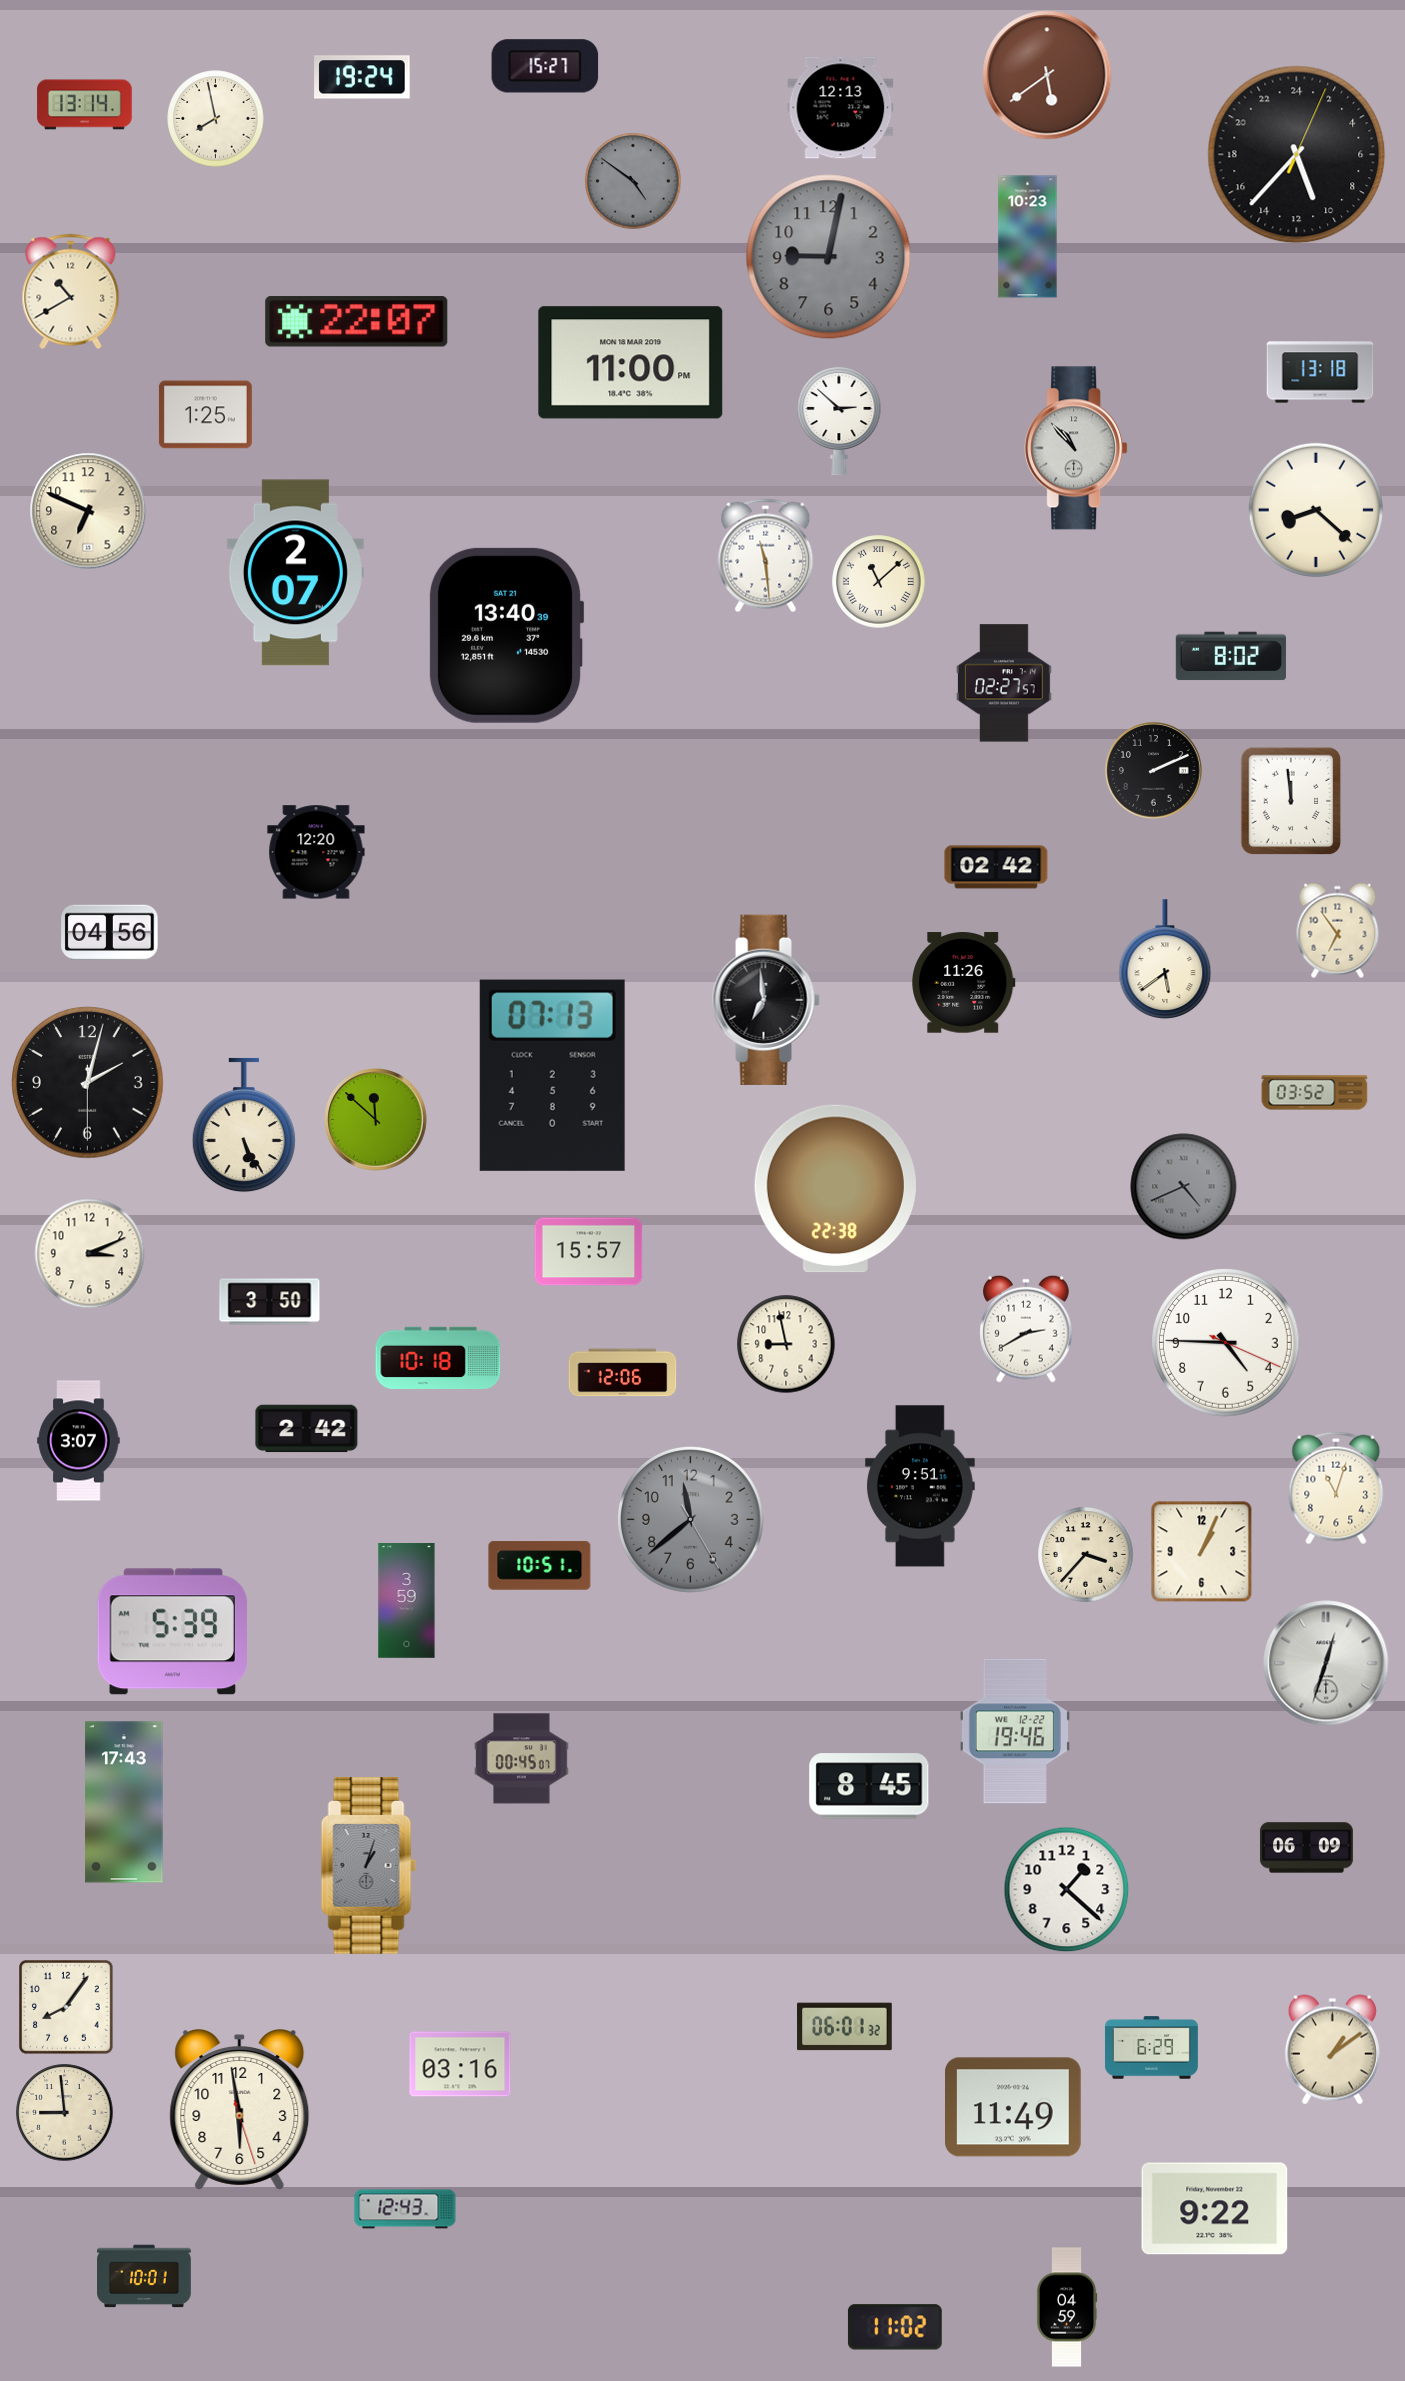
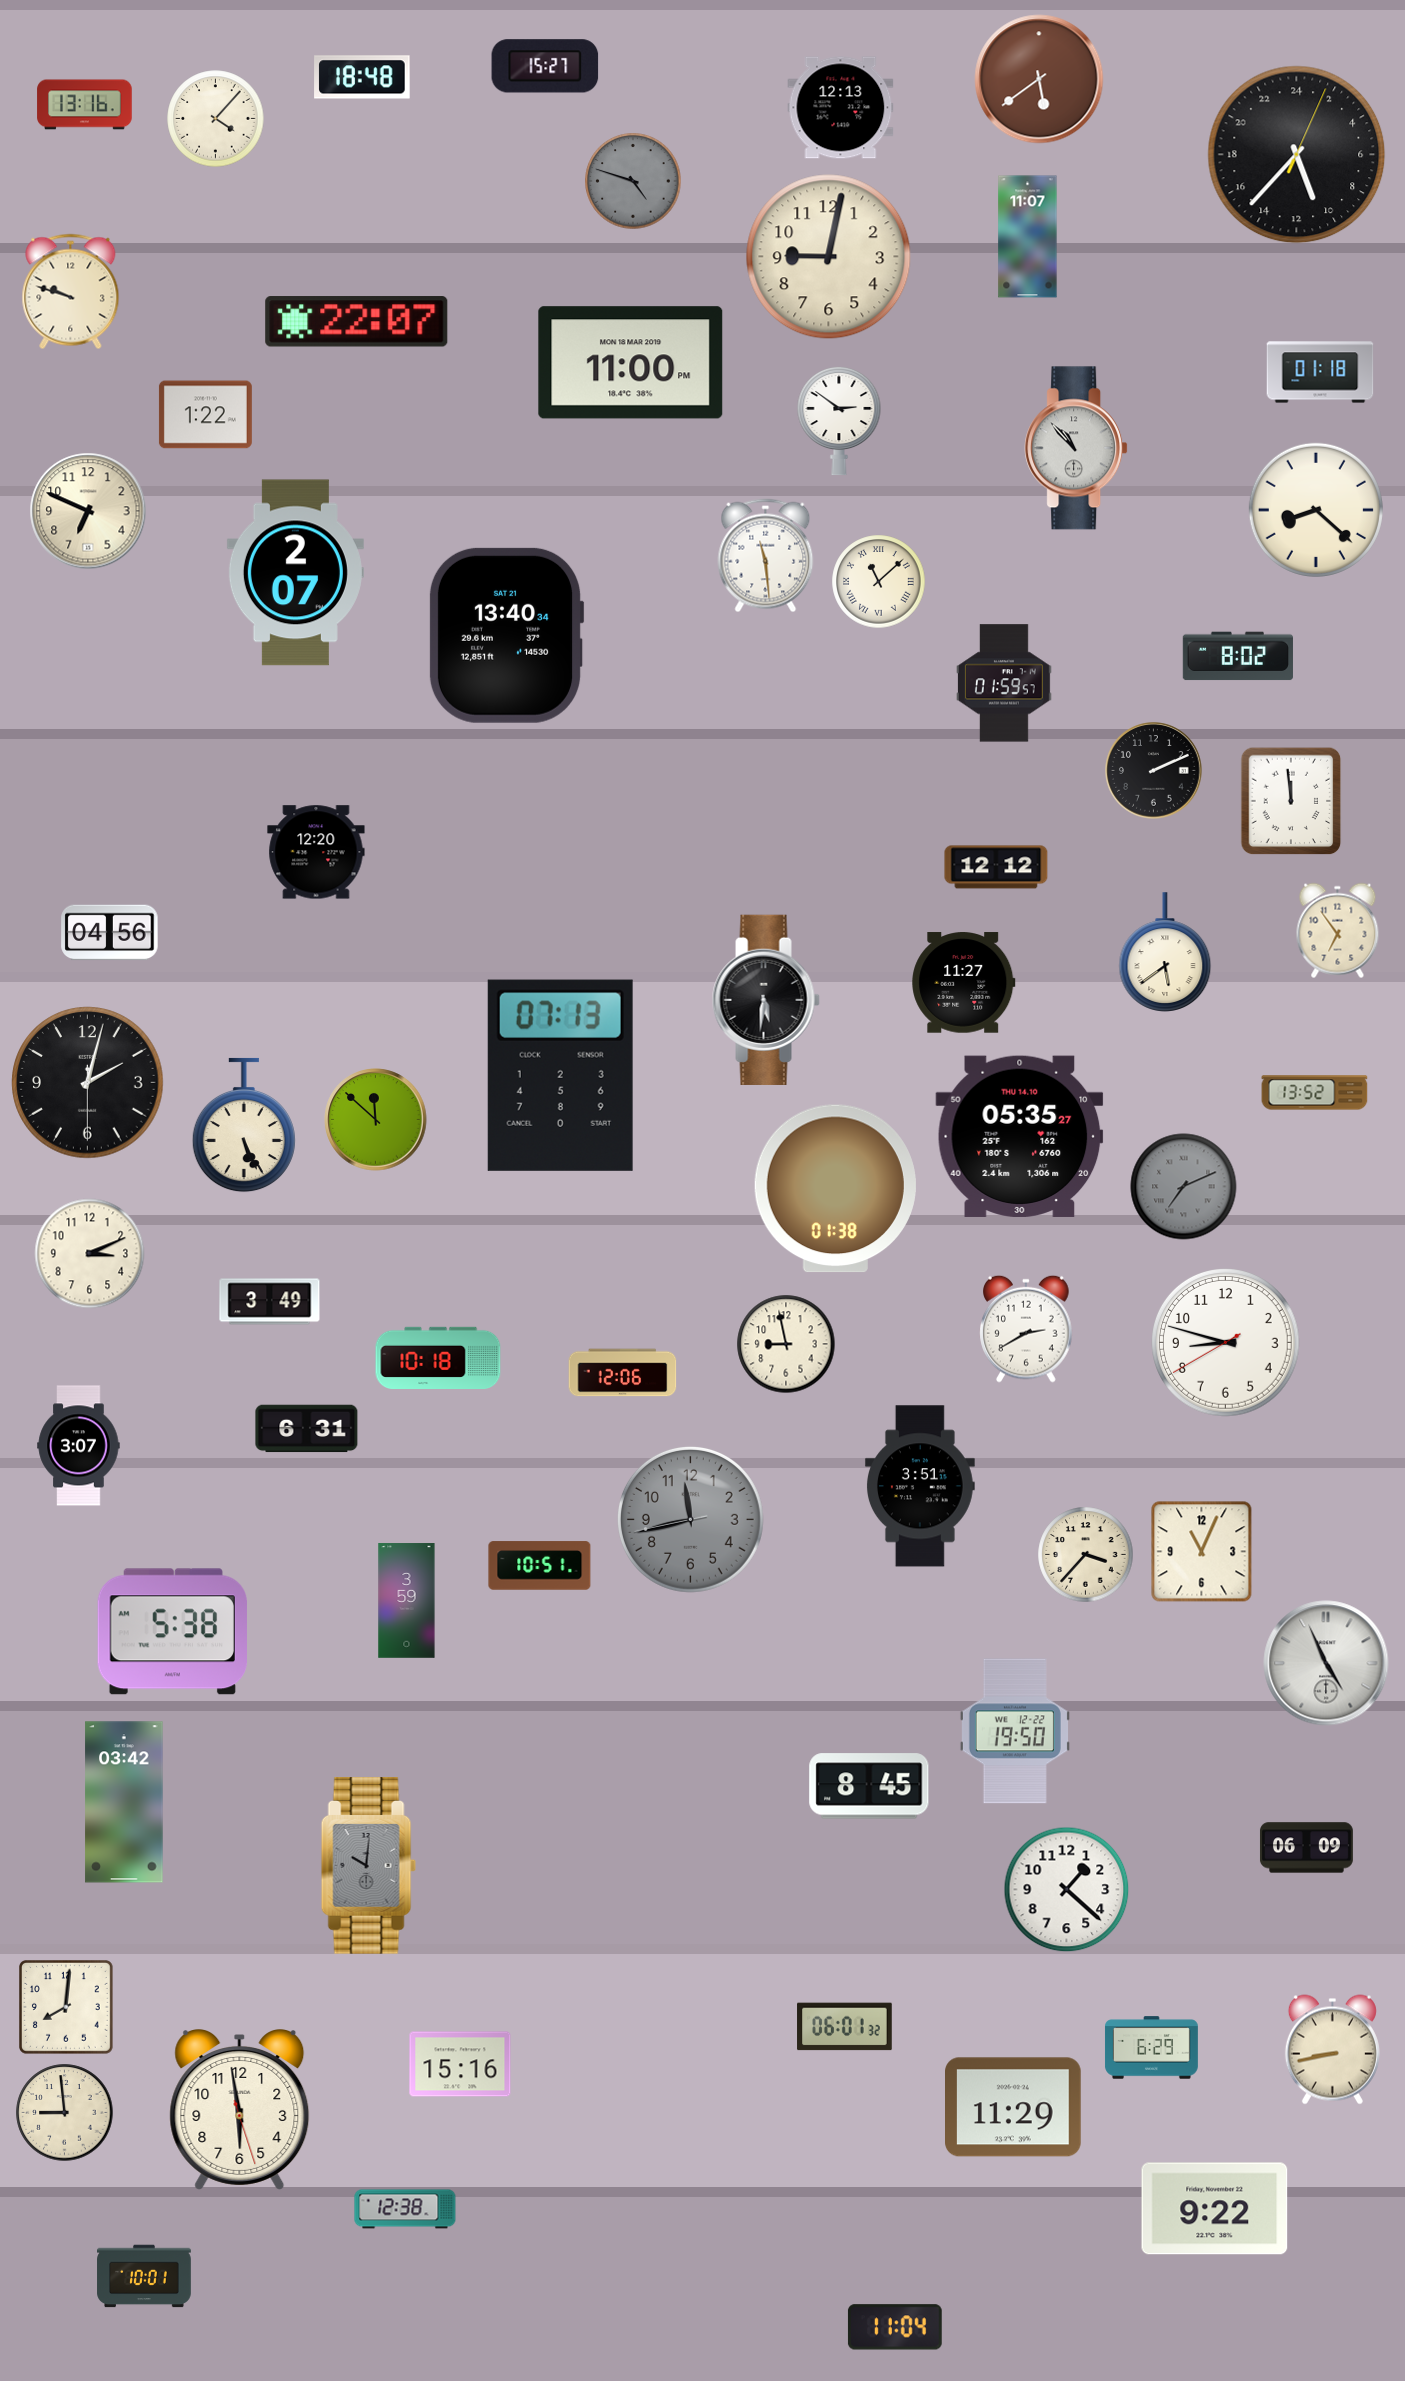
clock at (1047, 75) position: (1047, 75) -> (1039, 79)
clock at (362, 77): 19:24 -> 18:48
clock at (85, 105): 13:14 -> 13:16
clock at (216, 119): 7:58 -> 4:07
clock at (633, 181): 4:51 -> 4:48
clock at (1028, 237): 10:23 -> 11:07
clock at (829, 257) dial: grey -> cream
clock at (71, 292): 10:40 -> 9:48
clock at (1320, 372): 13:18 -> 01:18
clock at (205, 415): 1:25 -> 1:22
clock at (839, 421): 2:52 -> 2:51
clock at (506, 635): 13:40:39 -> 13:40:34
clock at (1231, 656) position: (1231, 656) -> (1238, 656)
clock at (1004, 683): 02:27 -> 01:59
clock at (996, 867): 02:42 -> 12:12
clock at (1165, 959) position: (1165, 959) -> (1165, 952)
clock at (964, 983): 11:26 -> 11:27
clock at (766, 1000): 6:59 -> 5:31
clock at (552, 1075) position: (552, 1075) -> (560, 1075)
clock at (1315, 1093): 03:52 -> 13:52
clock at (1020, 1136): none -> 05:35
clock at (1184, 1187): 4:41 -> 7:11
clock at (835, 1189): 22:38 -> 01:38
clock at (589, 1252): 15:57 -> none
clock at (270, 1302): 3:50 -> 3:49
clock at (1226, 1343): 4:45 -> 8:47
clock at (307, 1429): 2:42 -> 6:31
clock at (79, 1441) position: (79, 1441) -> (79, 1446)
clock at (920, 1486): 9:51 -> 3:51
clock at (1336, 1488): 11:03 -> none
clock at (690, 1519): 11:38 -> 11:42
clock at (1202, 1552): 1:04 -> 11:04
clock at (172, 1632): 5:39 -> 5:38
clock at (1326, 1663): 12:33 -> 4:56
clock at (1015, 1731): 19:46 -> 19:50
clock at (522, 1759): 00:45 -> none
clock at (124, 1802): 17:43 -> 03:42
clock at (368, 1866): 1:03 -> 10:01
clock at (67, 2008): 8:06 -> 8:01
clock at (1332, 2050): 1:09 -> 8:43
clock at (460, 2064): 03:16 -> 15:16
clock at (1014, 2107): 11:49 -> 11:29
clock at (405, 2209): 12:43 -> 12:38
clock at (1067, 2307): 04:59 -> none
clock at (895, 2327): 11:02 -> 11:04
